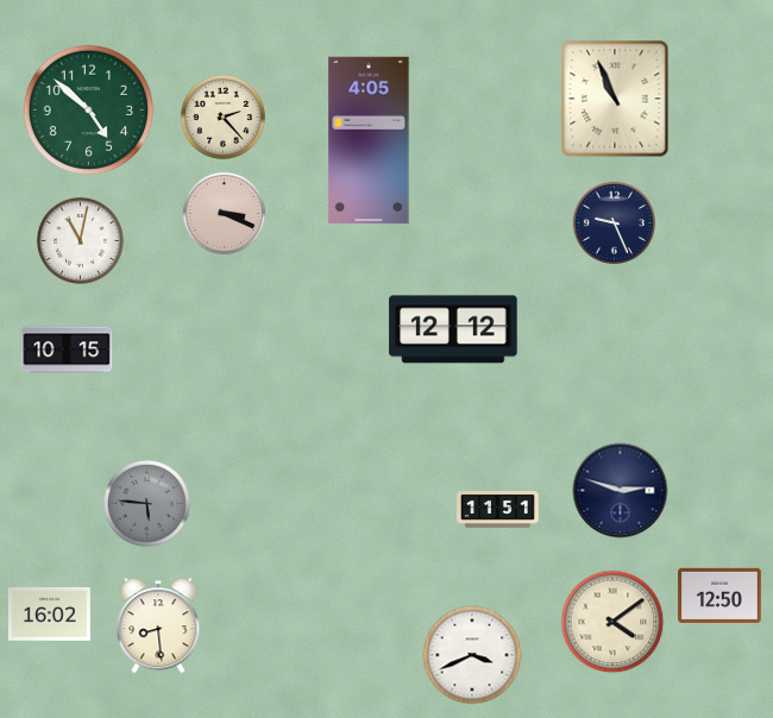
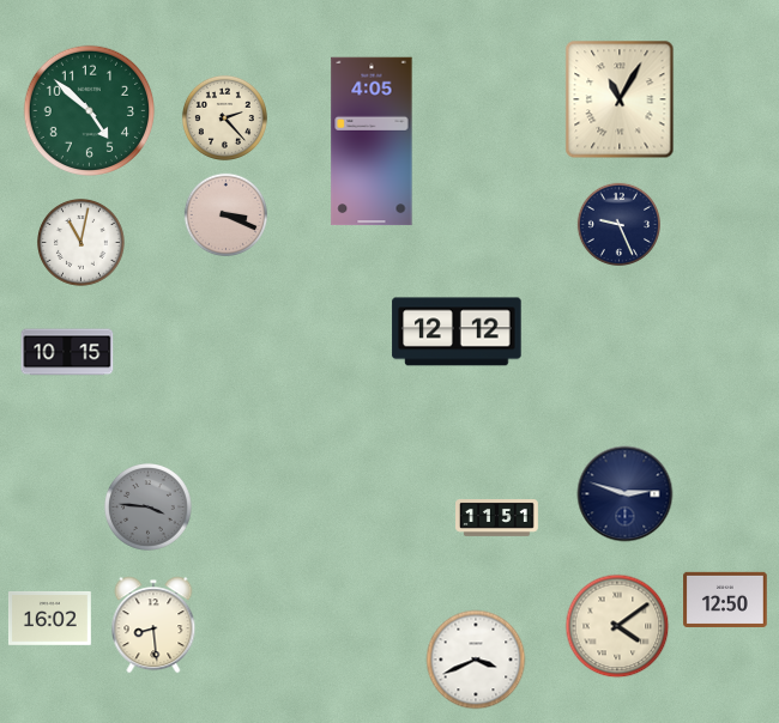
clock at (615, 99): 10:56 -> 11:05
clock at (147, 504): 5:46 -> 3:46
clock at (498, 510) position: (498, 510) -> (497, 518)
clock at (158, 625) position: (158, 625) -> (153, 625)
